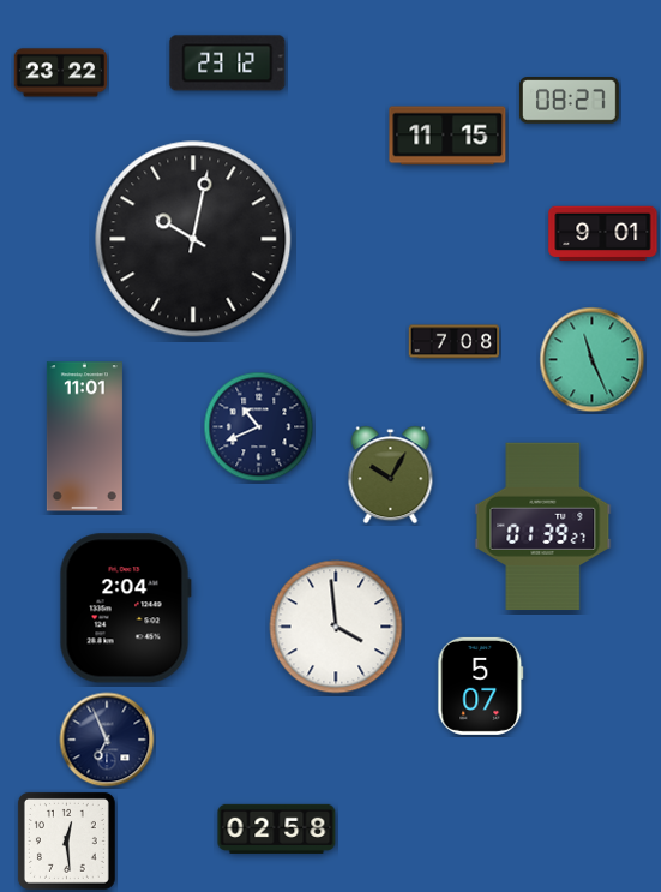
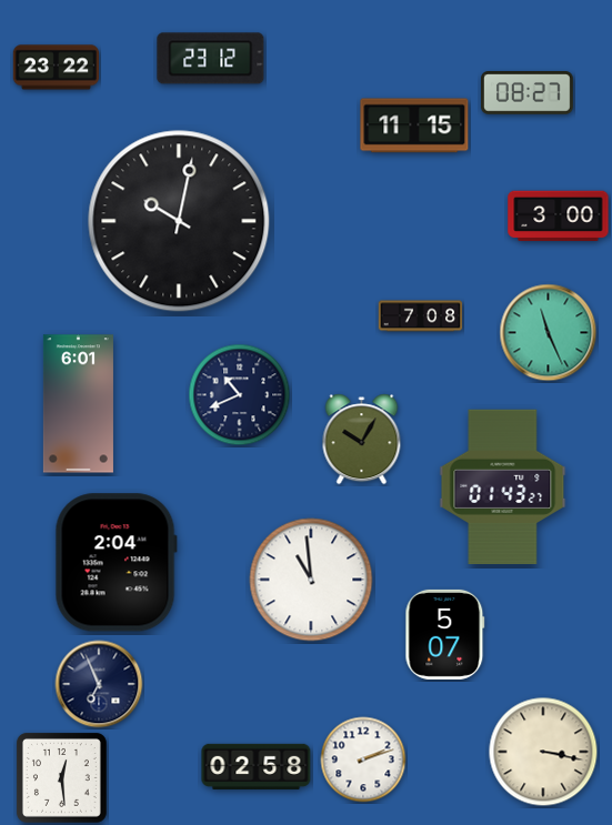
clock at (603, 234): 9:01 -> 3:00
clock at (84, 437): 11:01 -> 6:01
clock at (543, 527): 01:39 -> 01:43
clock at (336, 627): 3:59 -> 10:59
clock at (543, 752): none -> 3:17
clock at (363, 759): none -> 2:12
